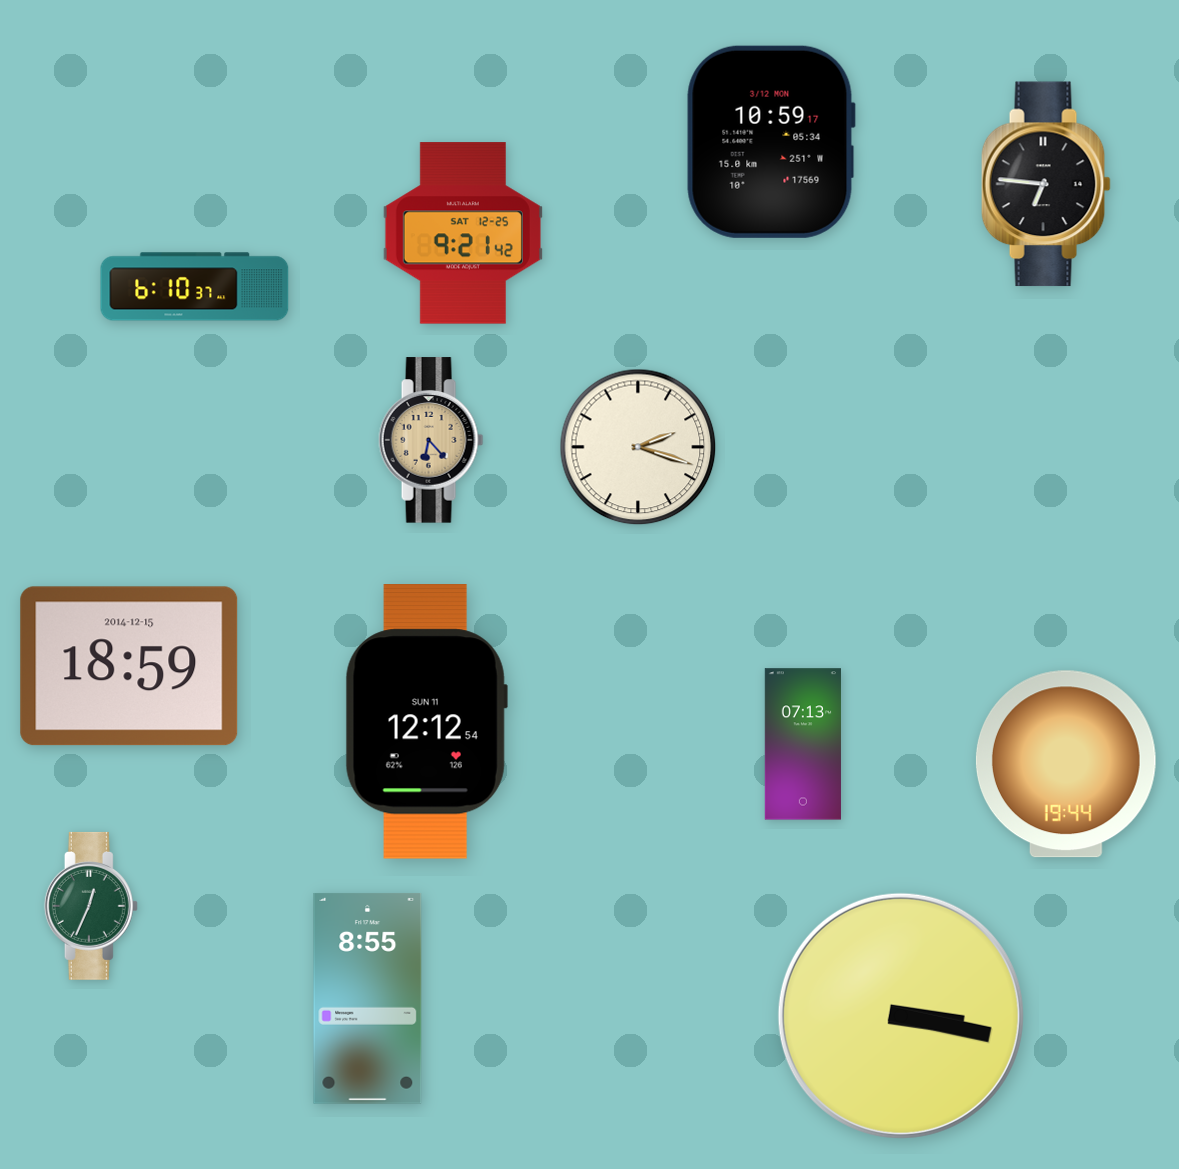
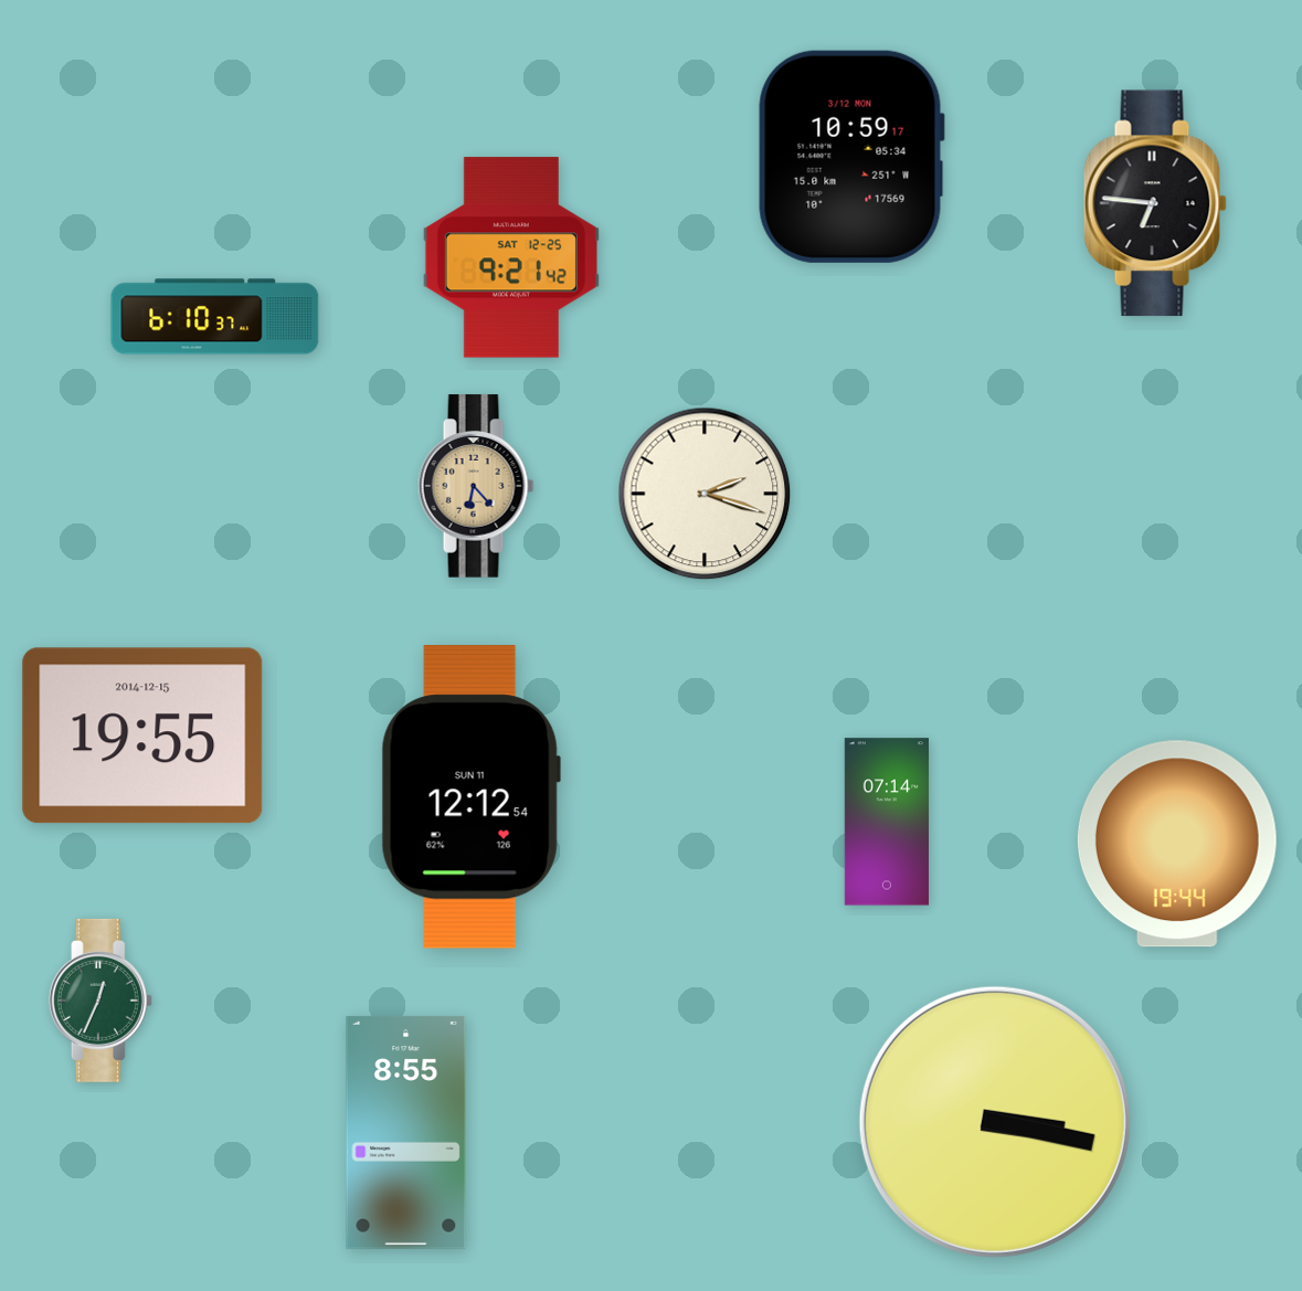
clock at (129, 666): 18:59 -> 19:55
clock at (803, 744): 07:13 -> 07:14
clock at (368, 998) position: (368, 998) -> (406, 1132)
